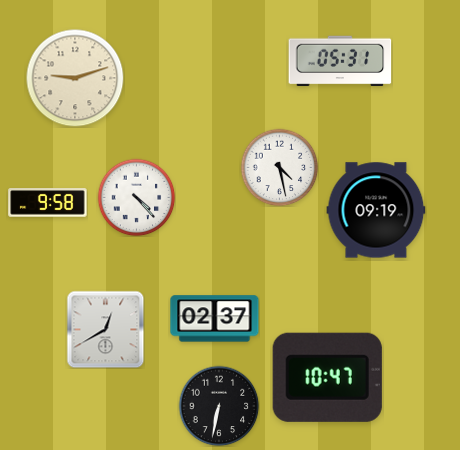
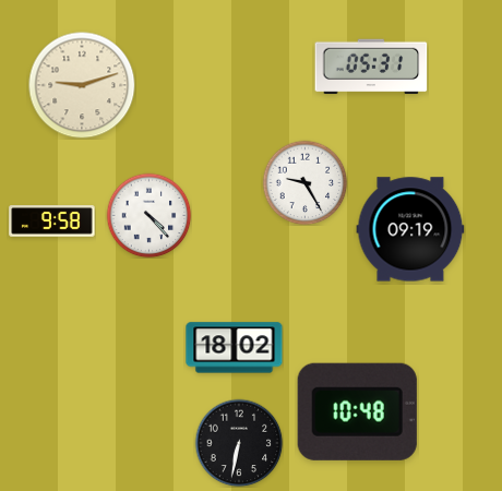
clock at (279, 167): 4:28 -> 9:25
clock at (215, 319): 02:37 -> 18:02
clock at (105, 329): 12:40 -> none
clock at (327, 377): 10:47 -> 10:48
